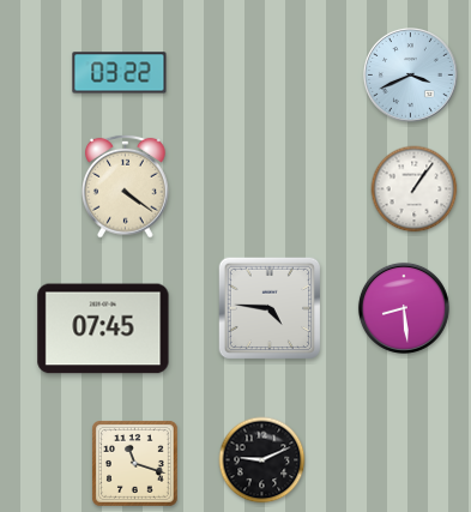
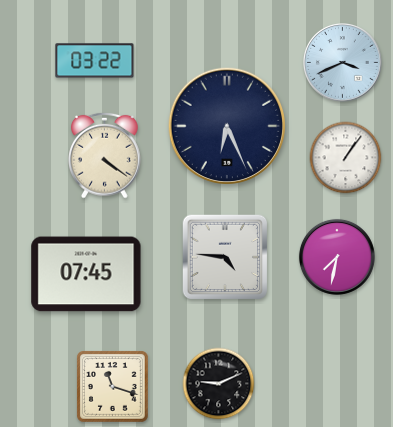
clock at (120, 73) position: (120, 73) -> (95, 61)
clock at (226, 125): none -> 6:26
clock at (404, 308): 8:29 -> 7:32
